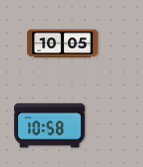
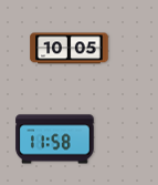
clock at (50, 126): 10:58 -> 11:58
